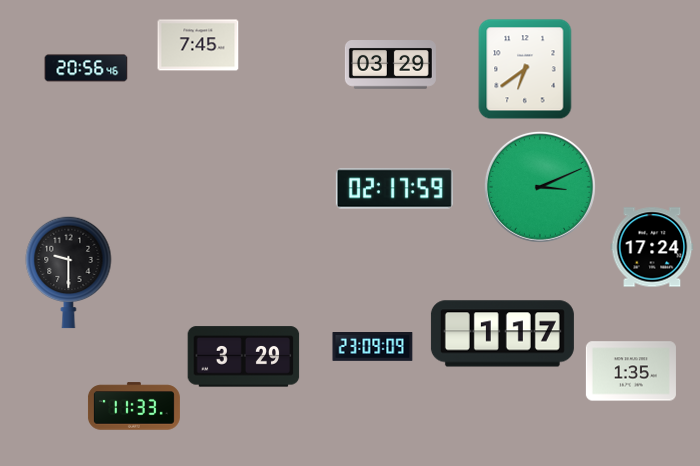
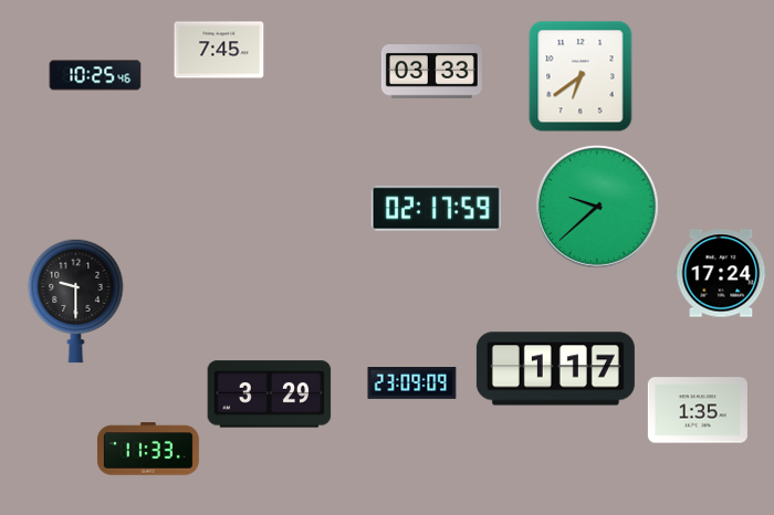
clock at (390, 65): 03:29 -> 03:33
clock at (86, 68): 20:56 -> 10:25
clock at (540, 187): 3:11 -> 9:38
